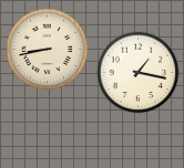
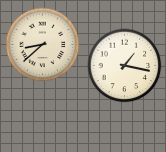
clock at (48, 50): 8:43 -> 8:38
